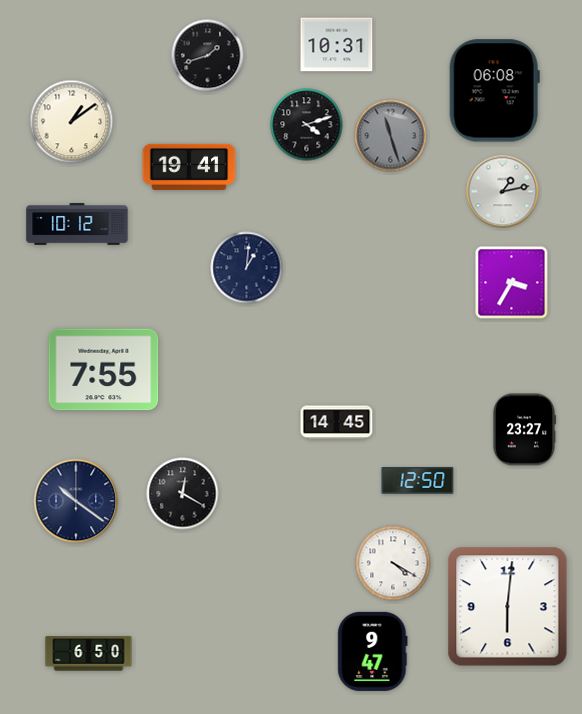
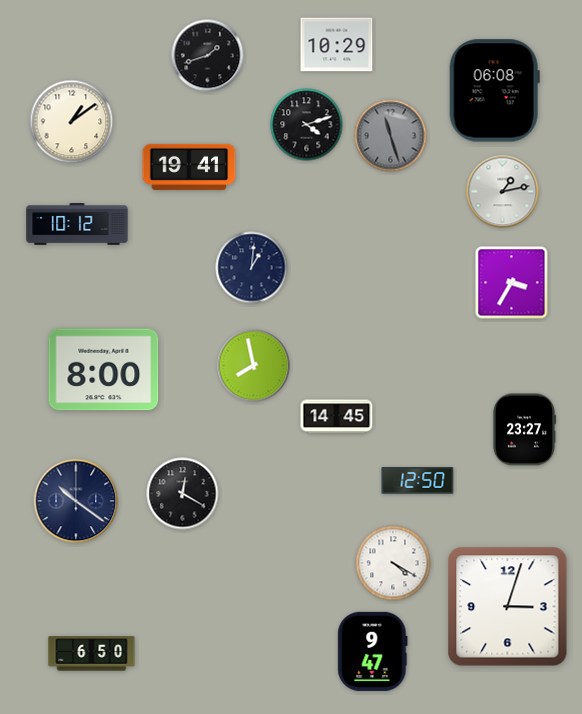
clock at (337, 45): 10:31 -> 10:29
clock at (247, 268) position: (247, 268) -> (252, 268)
clock at (254, 366): none -> 7:58
clock at (104, 370): 7:55 -> 8:00
clock at (337, 423) position: (337, 423) -> (337, 417)
clock at (508, 607): 6:01 -> 3:03
clock at (89, 654) position: (89, 654) -> (92, 654)
